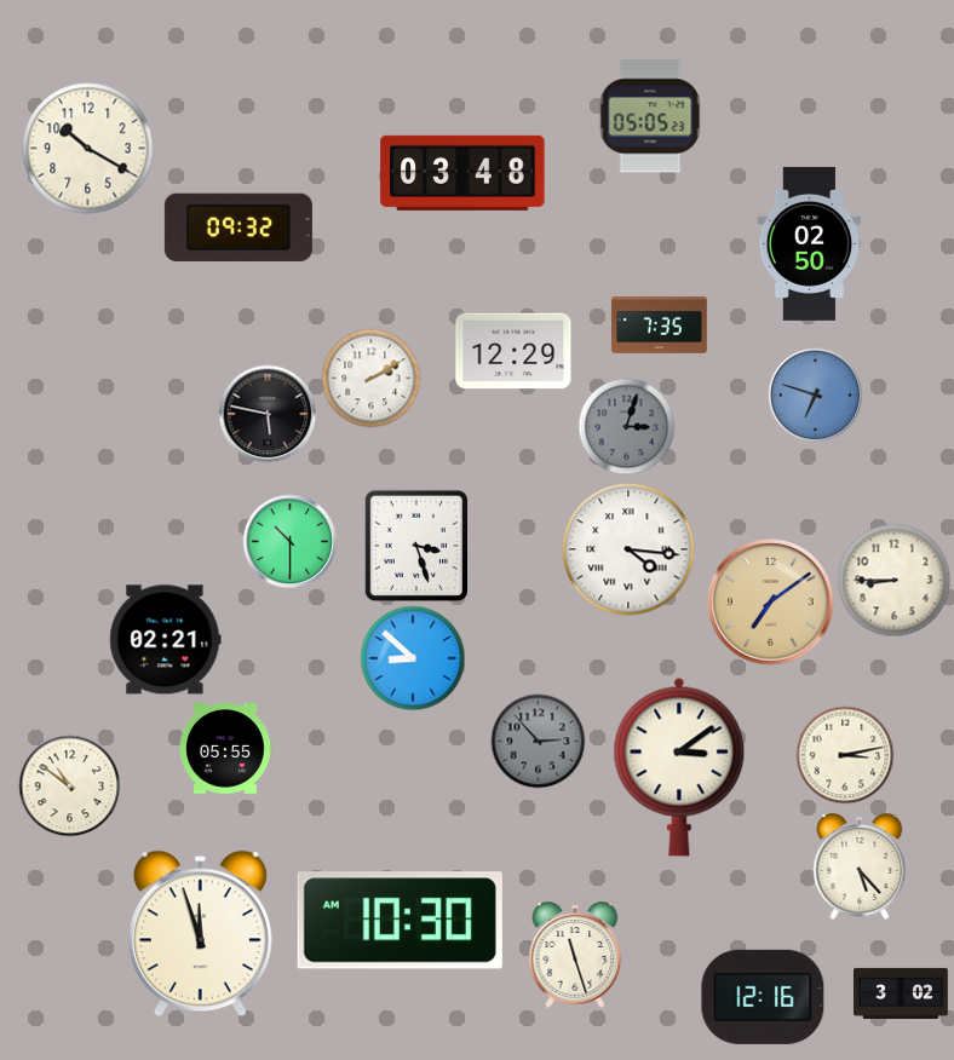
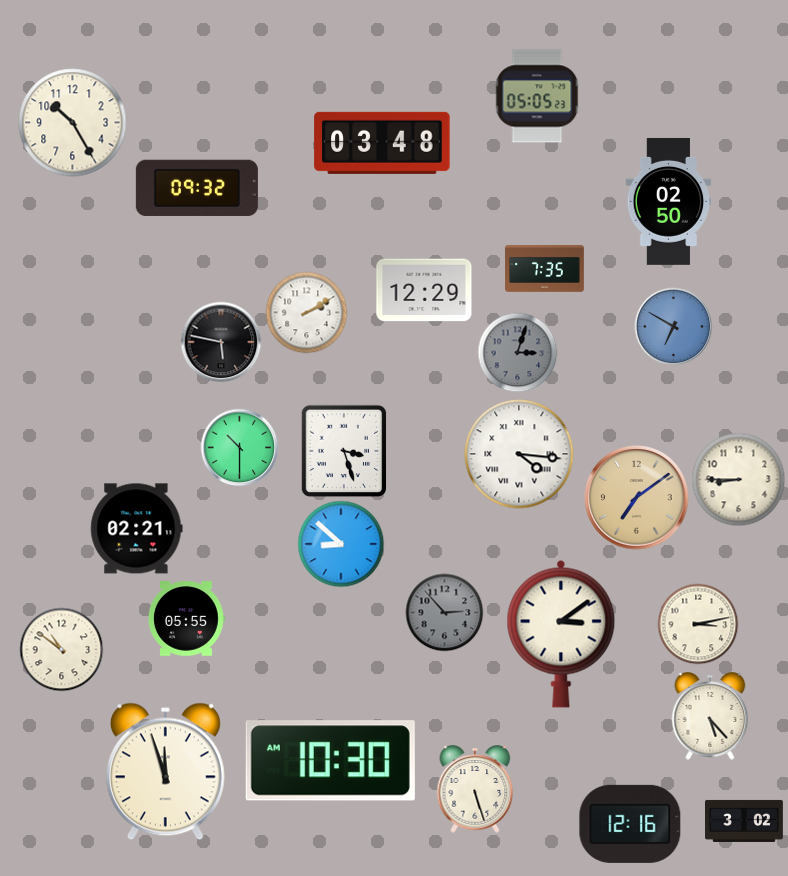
clock at (88, 149): 10:20 -> 10:25
clock at (815, 394): 6:48 -> 6:50
clock at (69, 785) position: (69, 785) -> (61, 649)
clock at (575, 955): 11:27 -> 5:27
